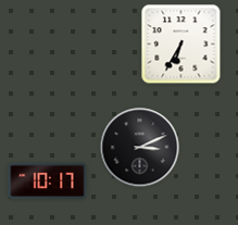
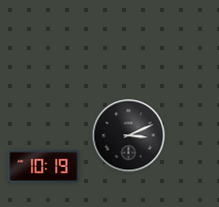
clock at (181, 45): 6:35 -> none
clock at (48, 180): 10:17 -> 10:19
